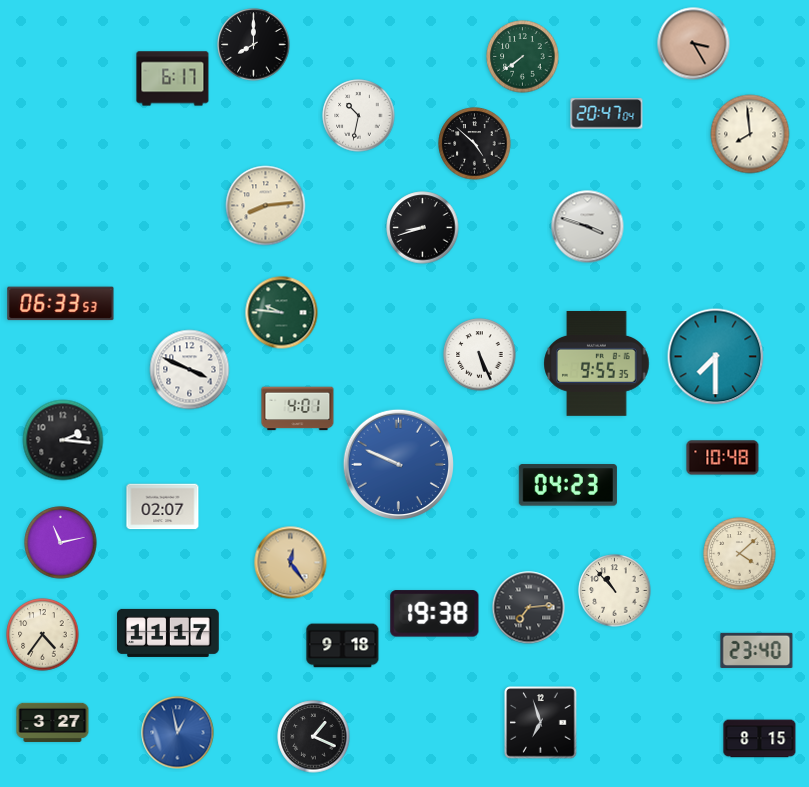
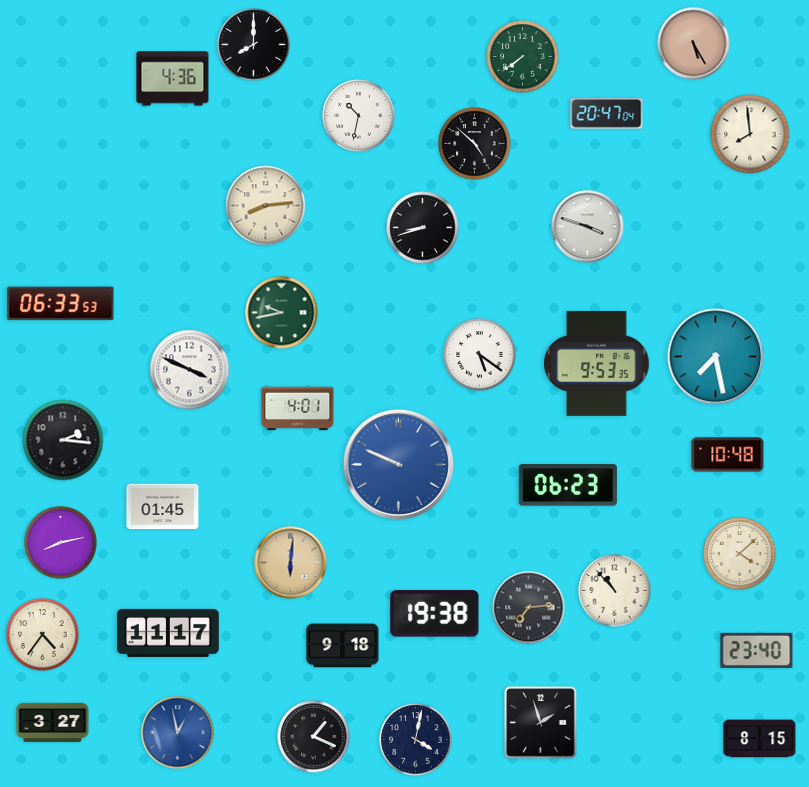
clock at (694, 44): 3:25 -> 5:25
clock at (173, 79): 6:17 -> 4:36
clock at (282, 313): 9:46 -> 9:43
clock at (480, 355): 5:26 -> 5:21
clock at (716, 357): 7:30 -> 7:28
clock at (597, 363): 9:55 -> 9:53
clock at (723, 458) position: (723, 458) -> (728, 455)
clock at (568, 485): 04:23 -> 06:23
clock at (163, 507): 02:07 -> 01:45
clock at (61, 543): 11:13 -> 8:13
clock at (291, 563): 12:24 -> 6:01
clock at (541, 723): 6:57 -> 1:57
clock at (416, 740): none -> 4:02
